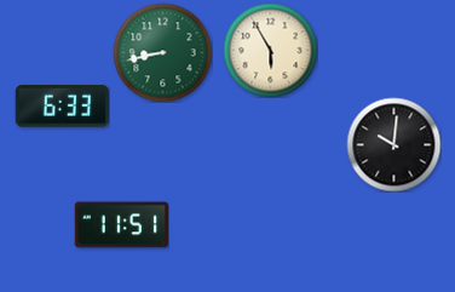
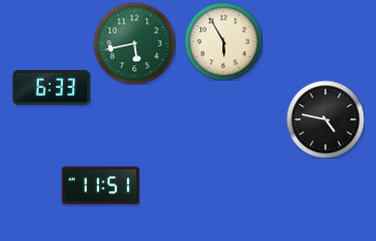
clock at (162, 52): 8:43 -> 5:43
clock at (393, 144): 10:01 -> 4:47
